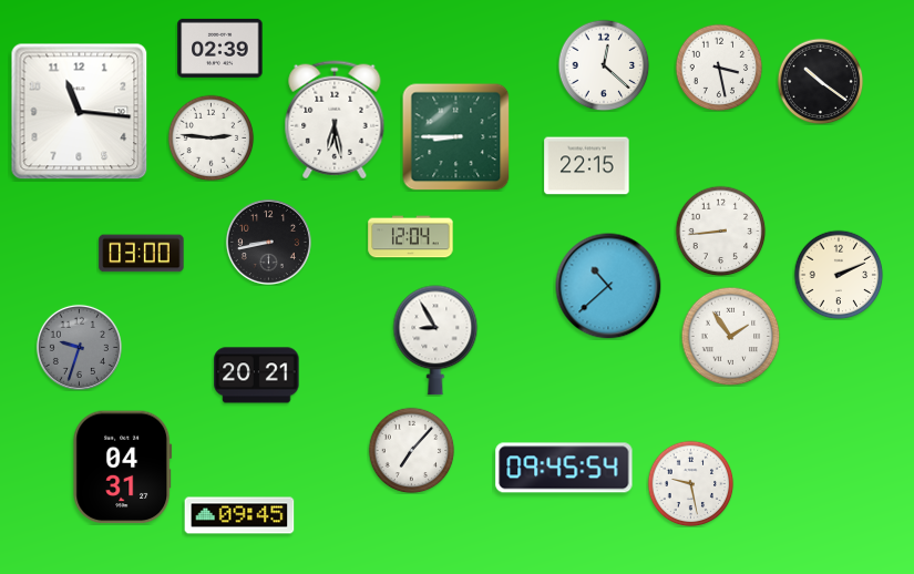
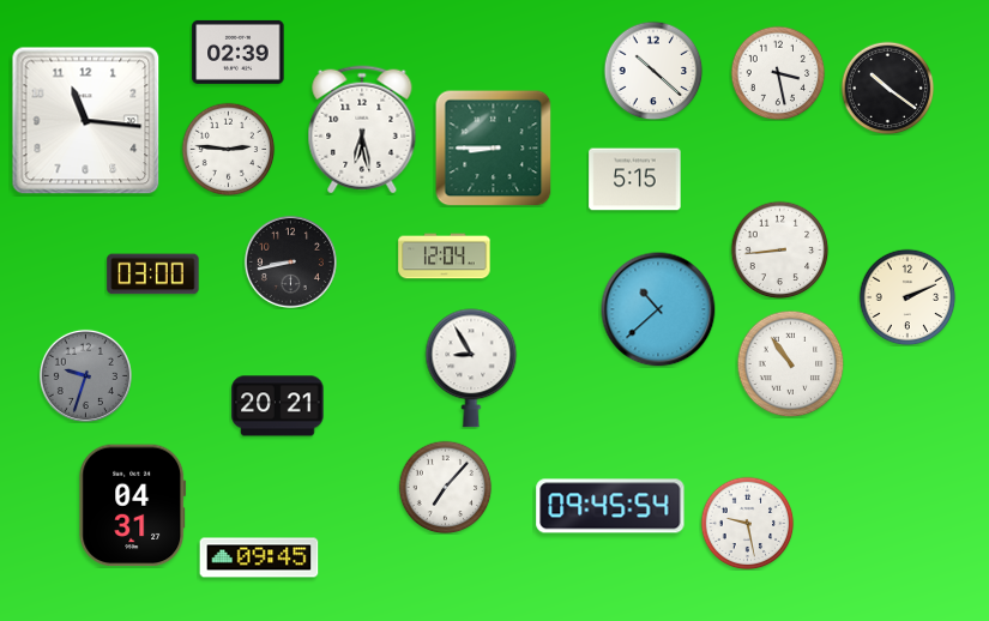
clock at (604, 65): 12:22 -> 10:22
clock at (587, 166): 22:15 -> 5:15
clock at (730, 336): 1:54 -> 10:54
